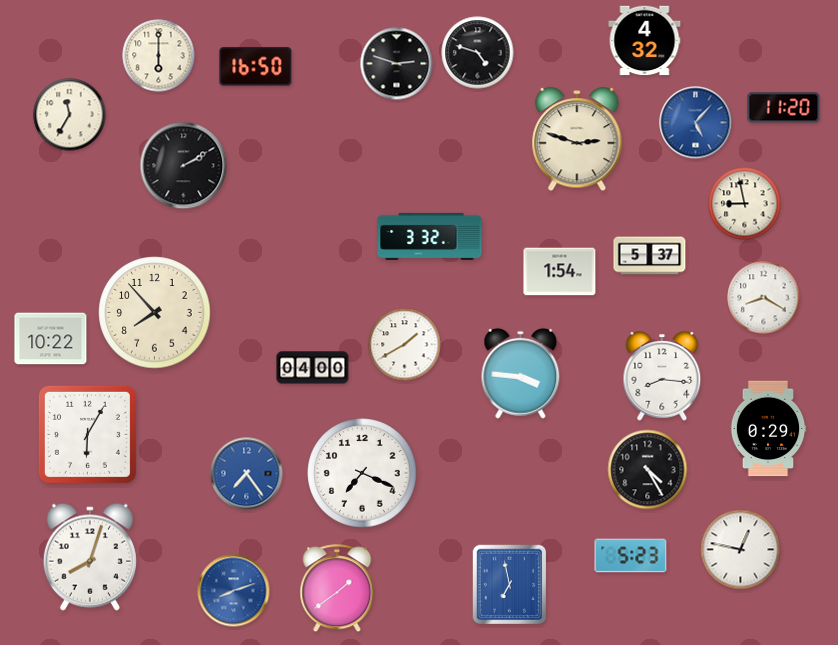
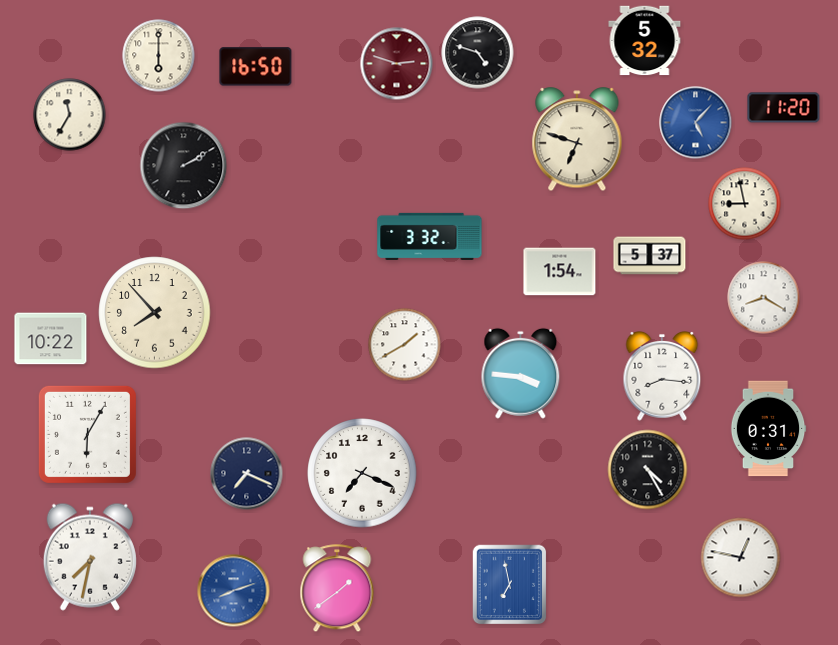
clock at (645, 41): 4:32 -> 5:32
clock at (397, 64) dial: black -> burgundy
clock at (577, 140): 2:48 -> 6:48
clock at (313, 368): 04:00 -> none
clock at (768, 429): 0:29 -> 0:31
clock at (247, 474): 7:24 -> 7:19
clock at (247, 474) dial: blue -> navy
clock at (741, 550) position: (741, 550) -> (741, 558)
clock at (631, 556): 5:23 -> none
clock at (90, 557): 8:03 -> 7:32
